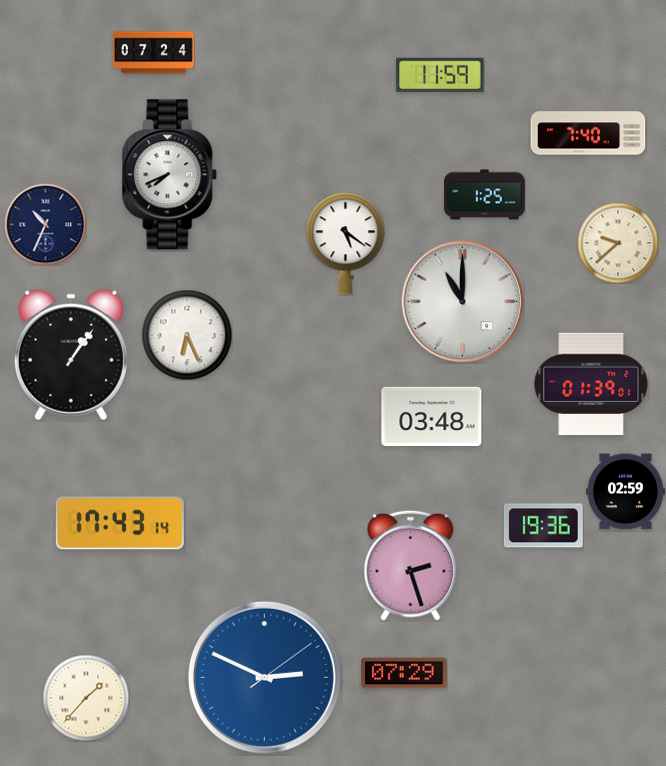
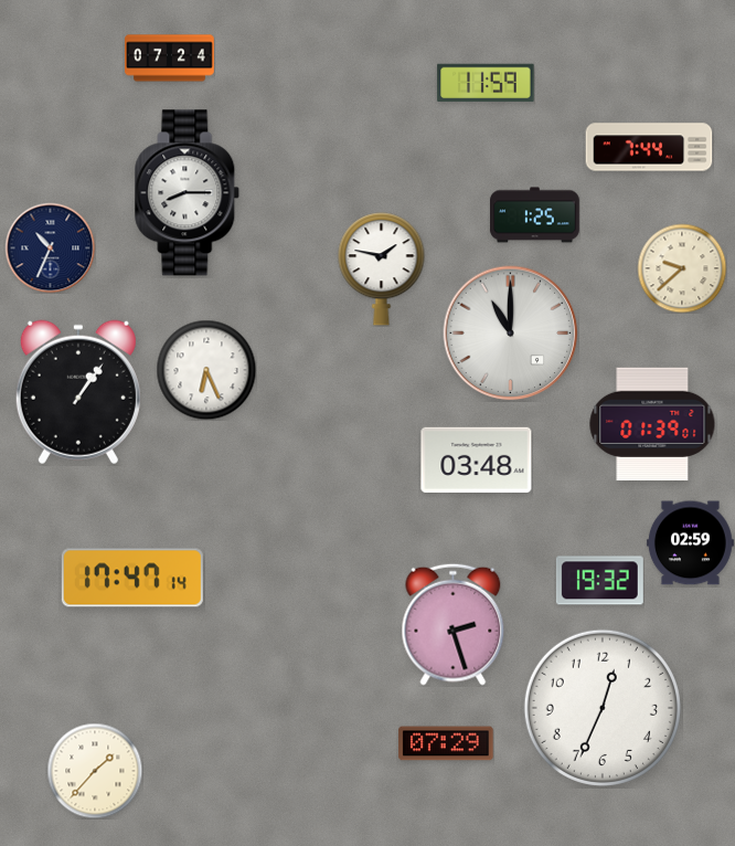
clock at (588, 133): 7:40 -> 7:44
clock at (170, 175): 7:41 -> 8:15
clock at (346, 244): 5:21 -> 1:47
clock at (120, 523): 17:43 -> 17:47
clock at (543, 526): 19:36 -> 19:32
clock at (603, 708): none -> 12:34
clock at (264, 677): 2:49 -> none
